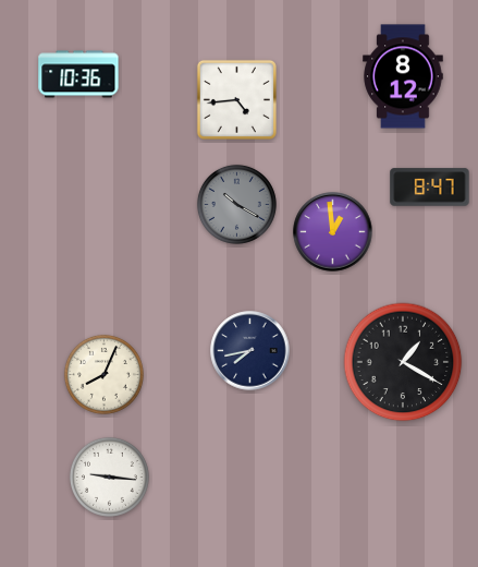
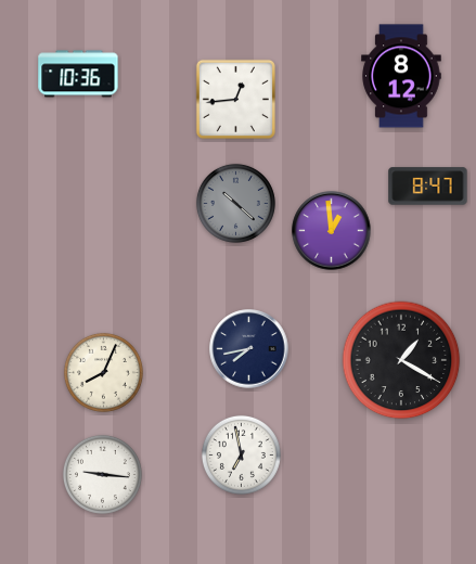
clock at (236, 99): 4:44 -> 12:44
clock at (236, 204): 10:20 -> 10:22
clock at (241, 454): none -> 6:58
clock at (109, 476) position: (109, 476) -> (102, 474)
